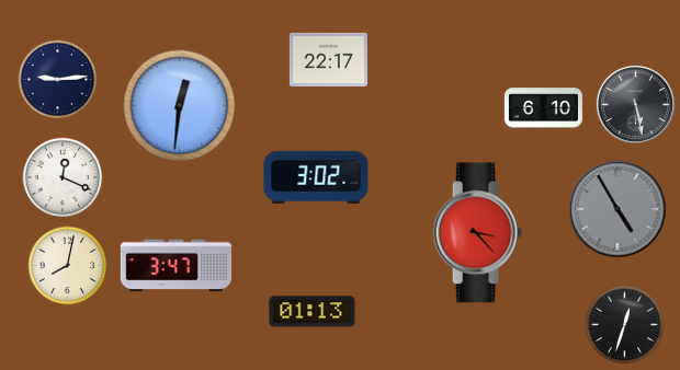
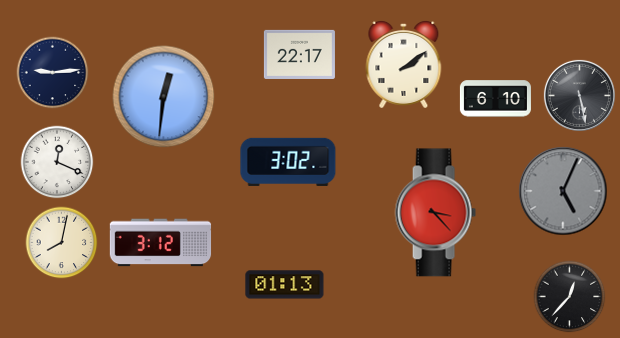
clock at (404, 64): none -> 2:09
clock at (617, 209): 4:55 -> 5:04
clock at (177, 266): 3:47 -> 3:12
clock at (625, 325): 12:33 -> 12:37
